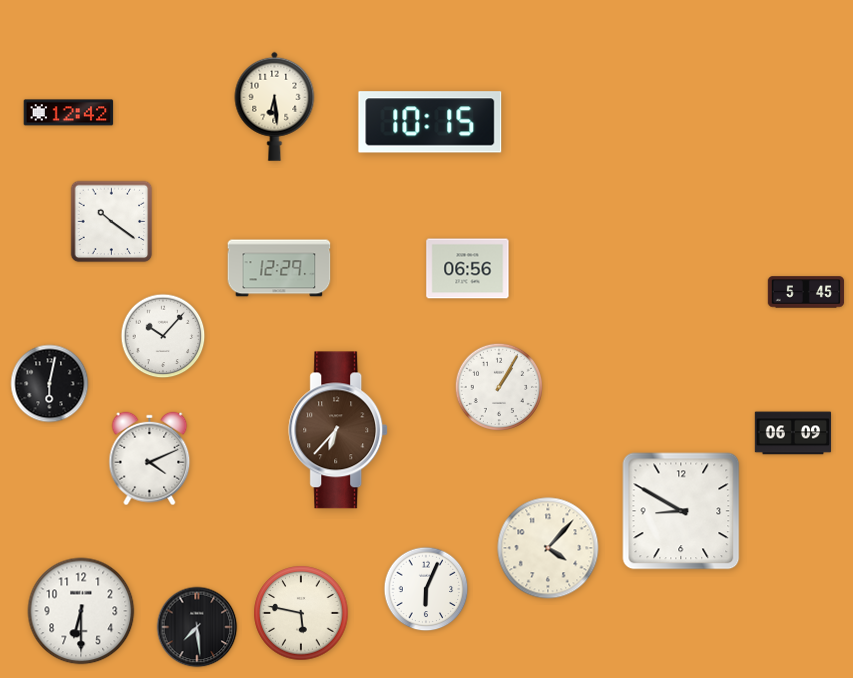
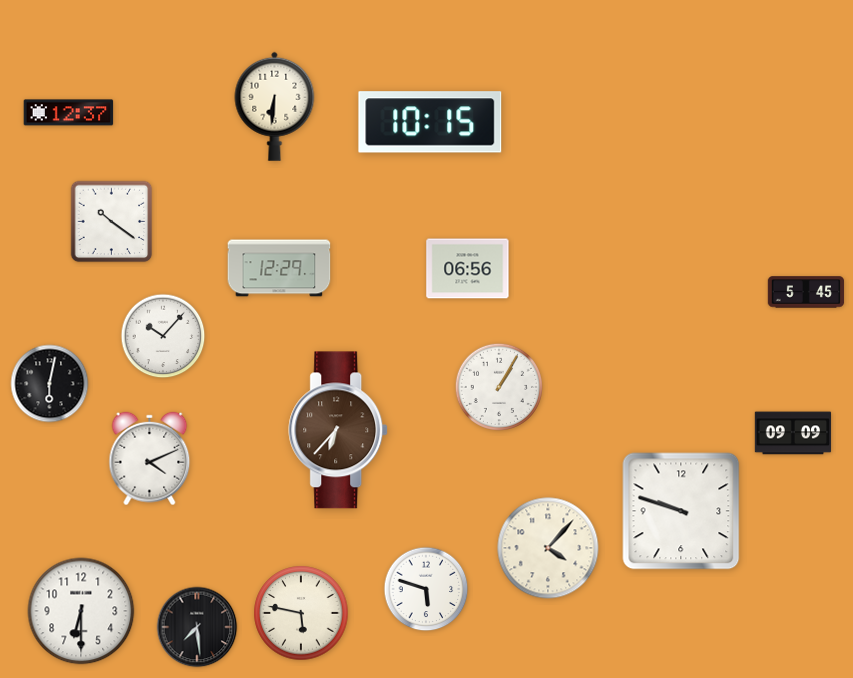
clock at (275, 106): 6:29 -> 6:31
clock at (69, 113): 12:42 -> 12:37
clock at (793, 433): 06:09 -> 09:09
clock at (681, 511): 8:50 -> 9:48
clock at (426, 589): 6:04 -> 5:48
